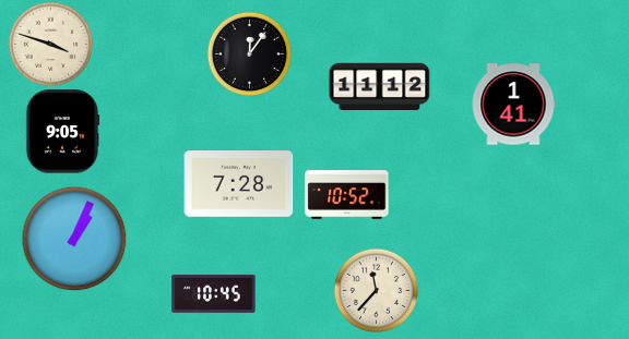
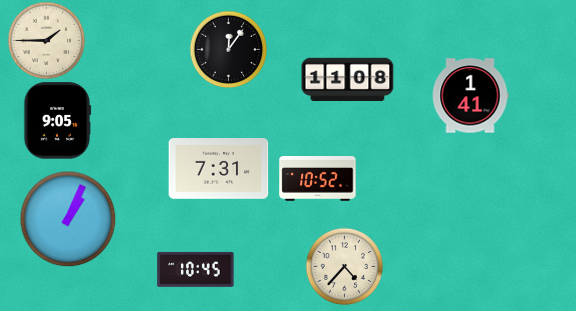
clock at (50, 44): 3:48 -> 1:45
clock at (380, 86): 11:12 -> 11:08
clock at (239, 184): 7:28 -> 7:31
clock at (376, 290): 11:37 -> 4:37
